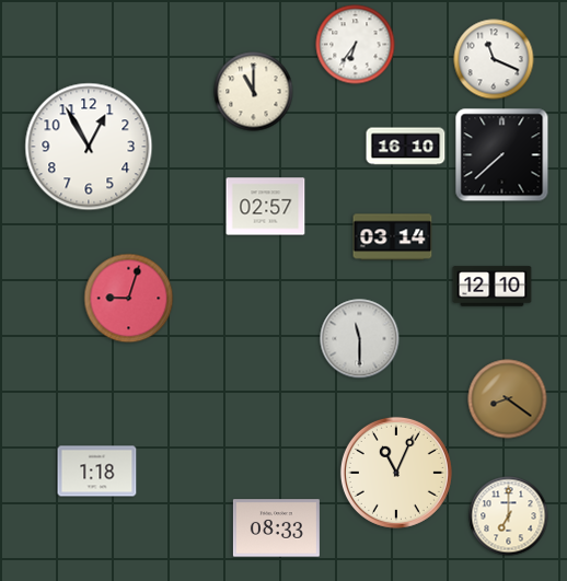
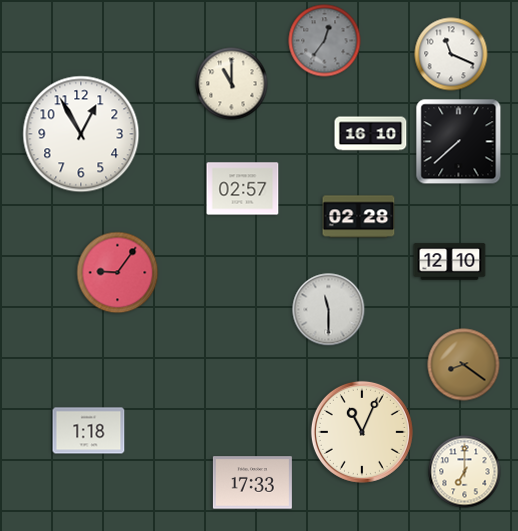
clock at (356, 45): 6:36 -> 12:36
clock at (356, 45) dial: white -> grey
clock at (393, 237): 03:14 -> 02:28
clock at (129, 299): 9:03 -> 9:06
clock at (276, 528): 08:33 -> 17:33
